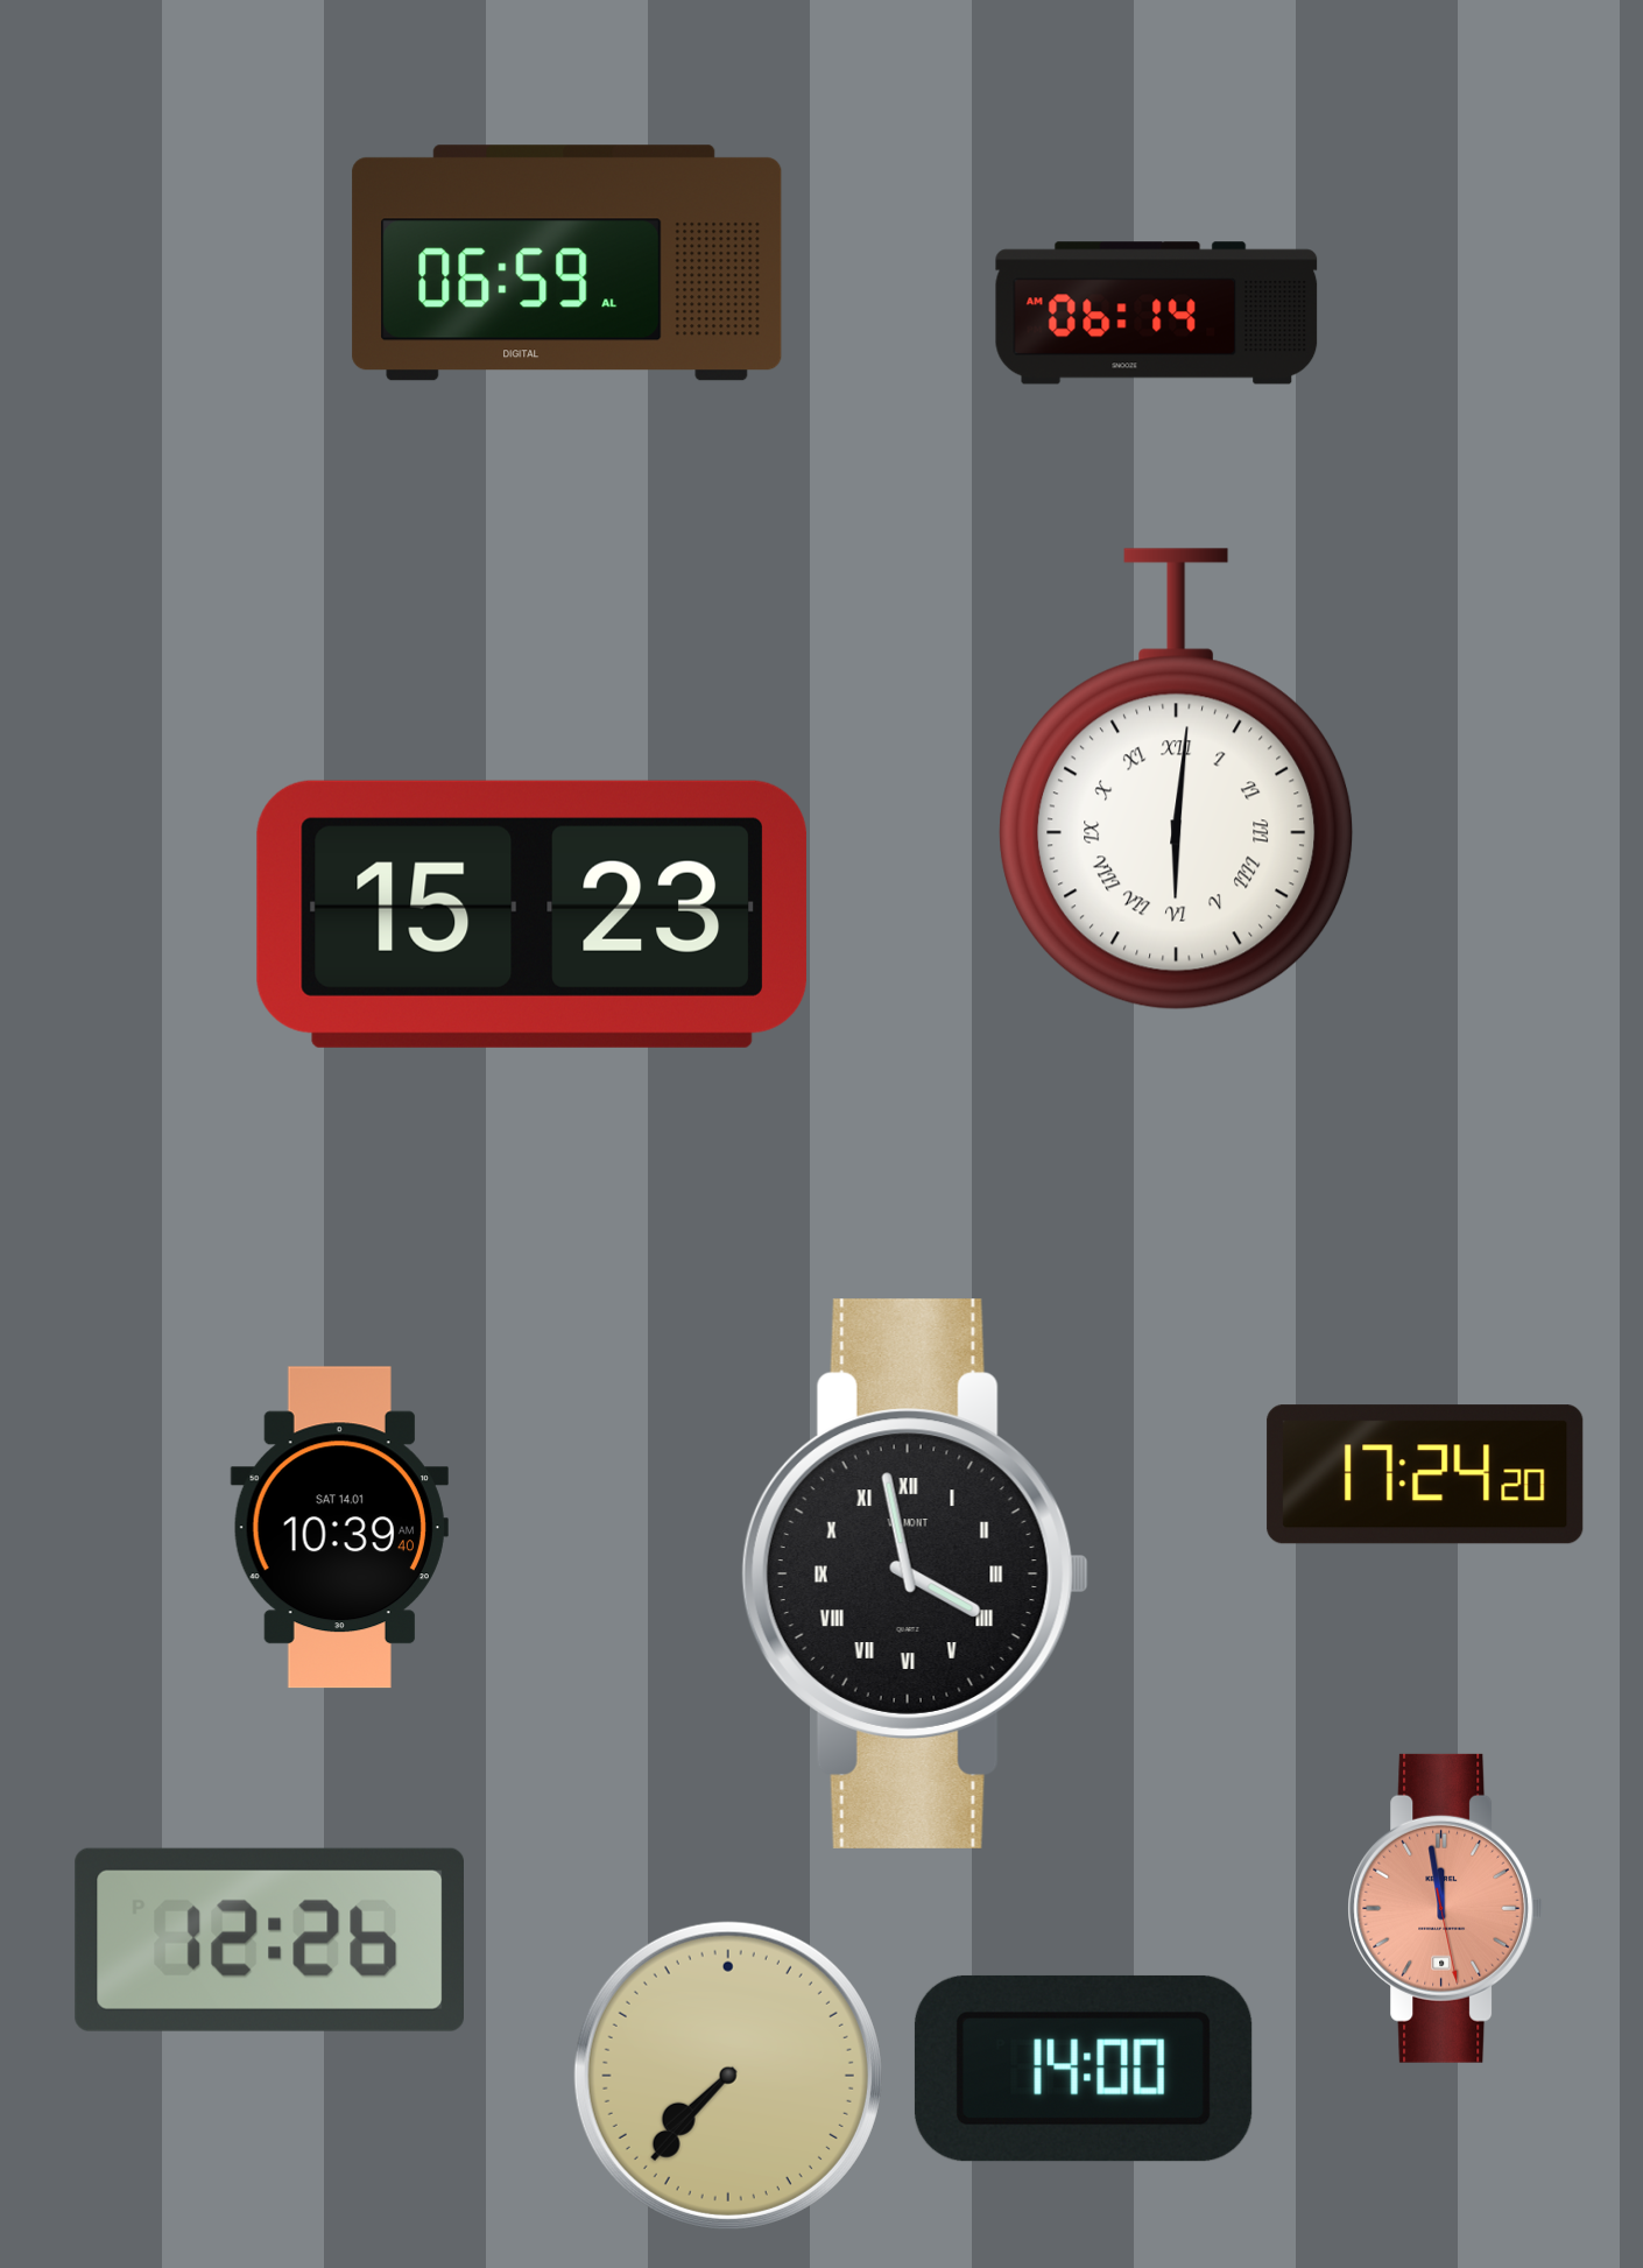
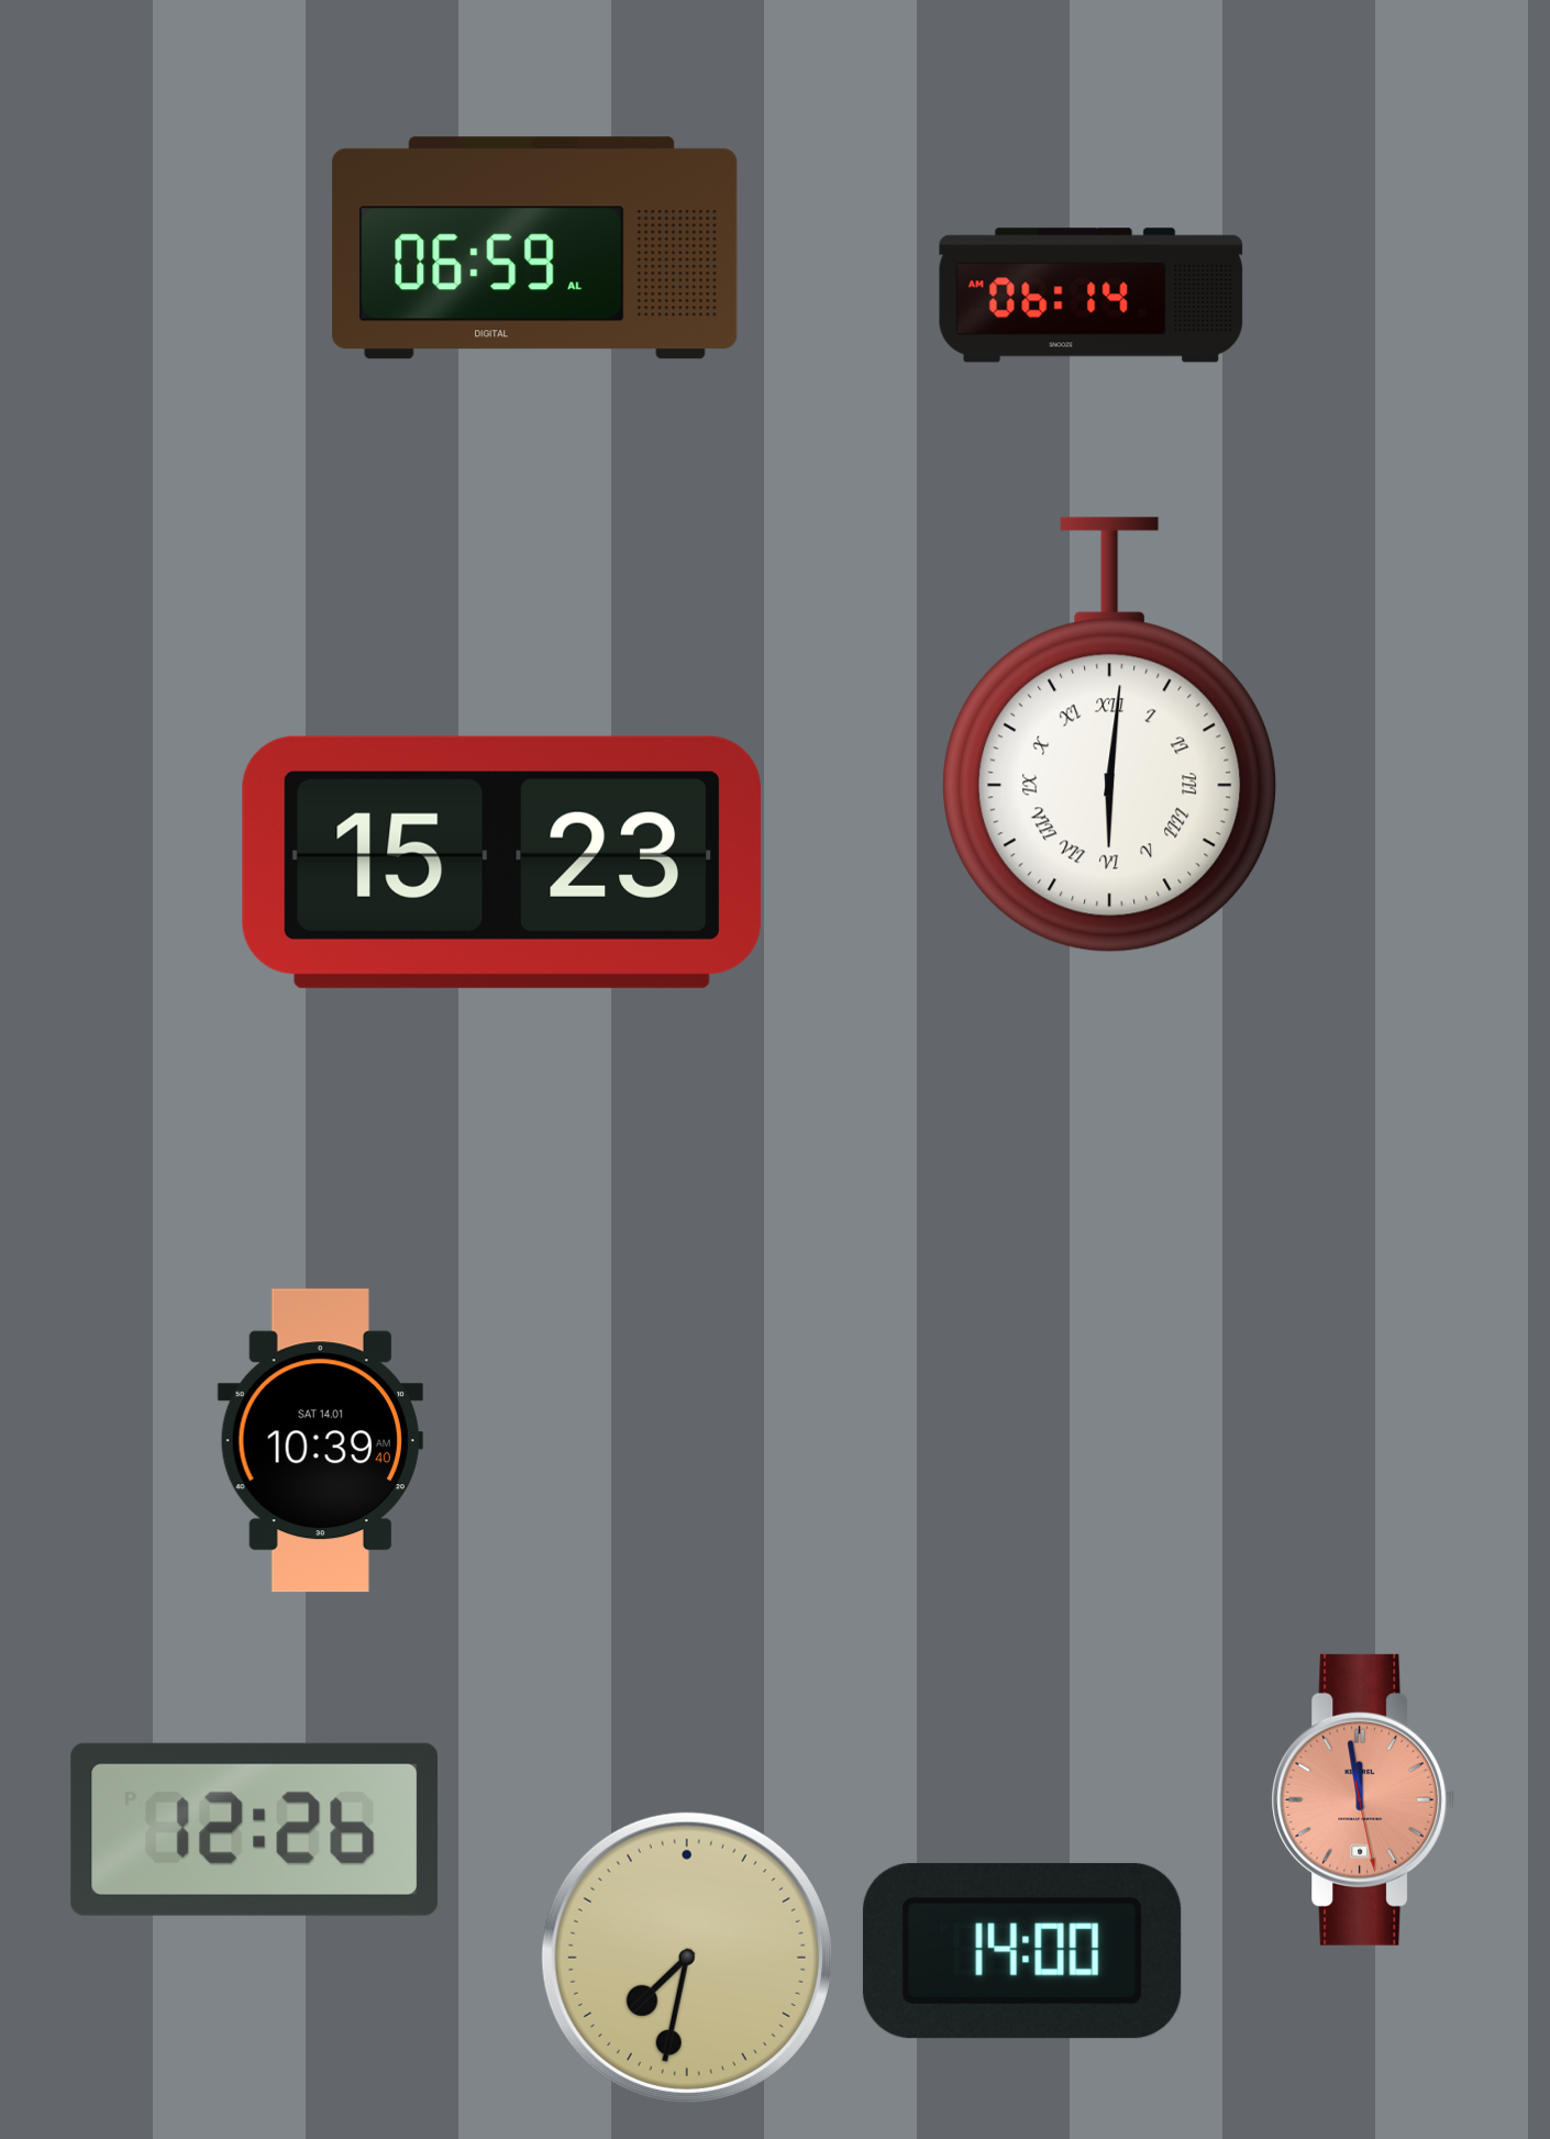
clock at (1425, 1474): 17:24 -> none
clock at (915, 1573): 3:58 -> none
clock at (728, 2076): 7:37 -> 7:32
